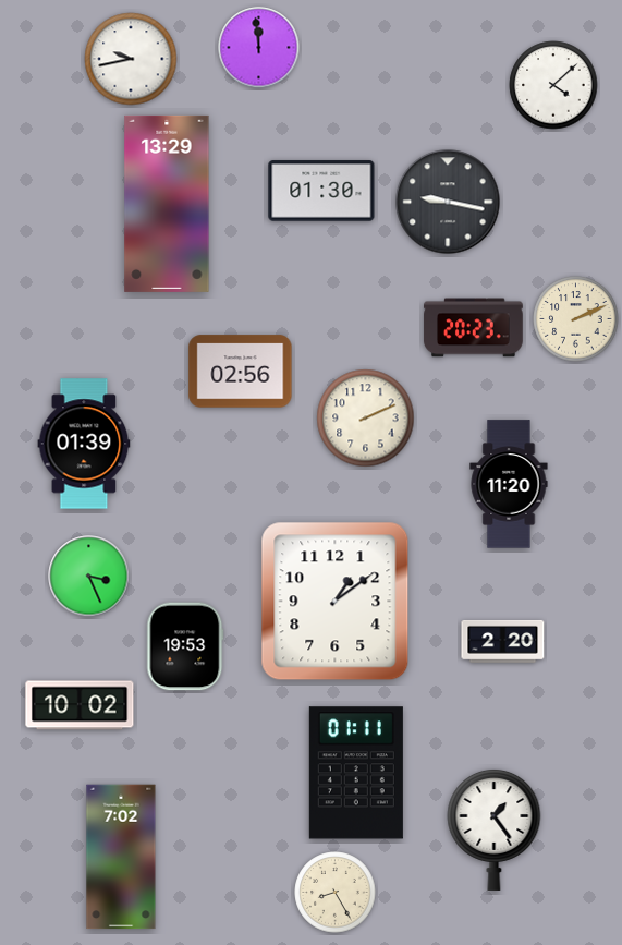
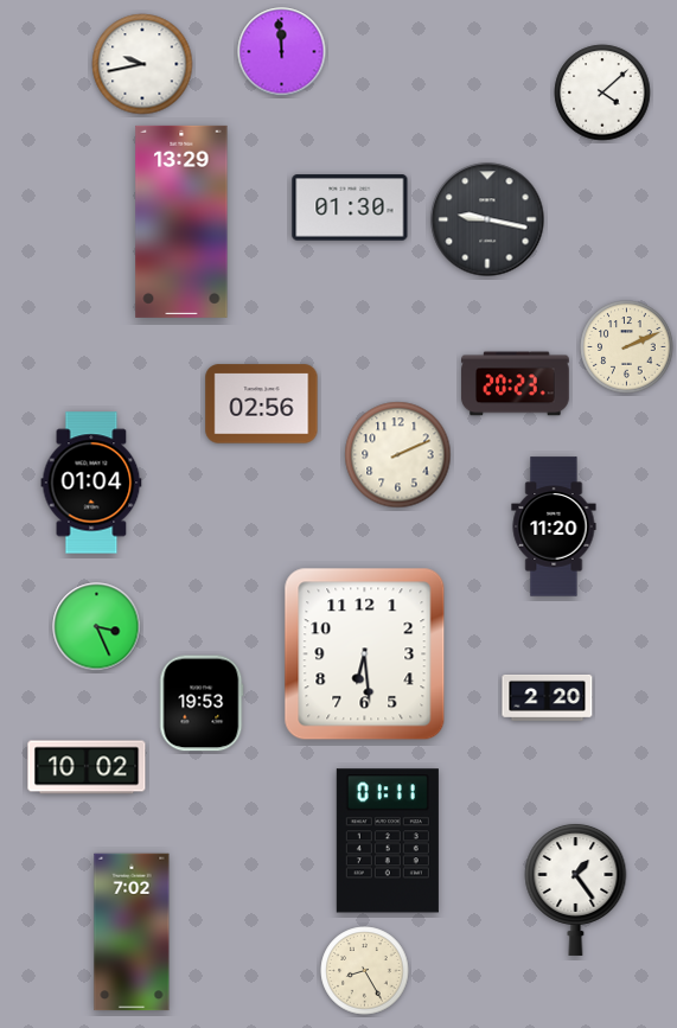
clock at (474, 328) position: (474, 328) -> (516, 384)
clock at (84, 444): 01:39 -> 01:04
clock at (336, 602): 1:09 -> 6:29
clock at (495, 829) position: (495, 829) -> (576, 889)
